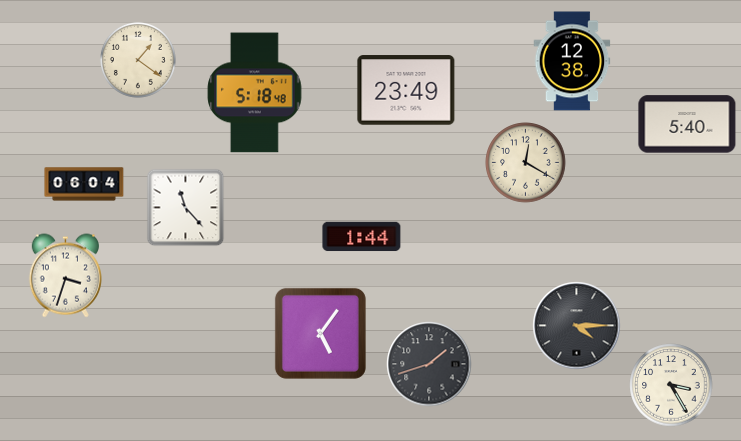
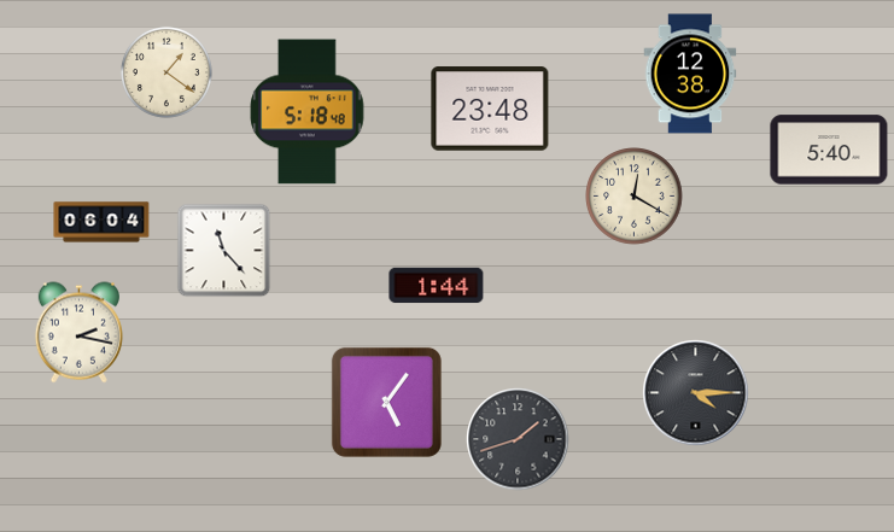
clock at (406, 90): 23:49 -> 23:48
clock at (65, 276): 3:33 -> 2:17
clock at (671, 385): 3:25 -> none
